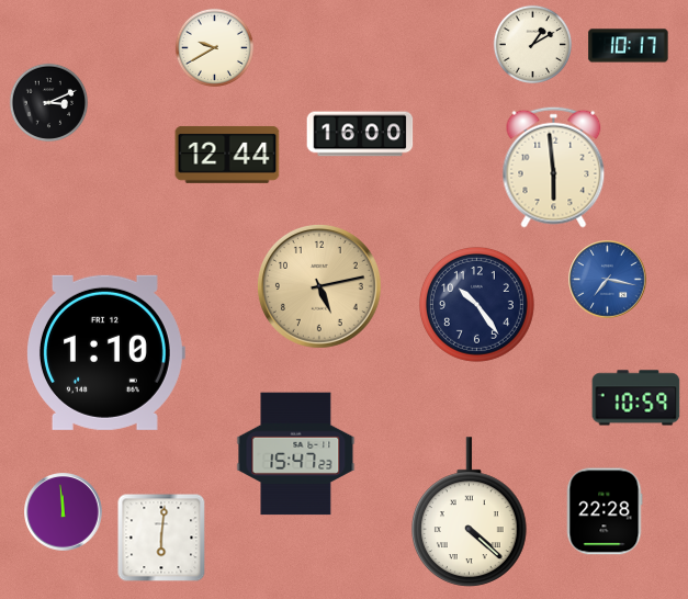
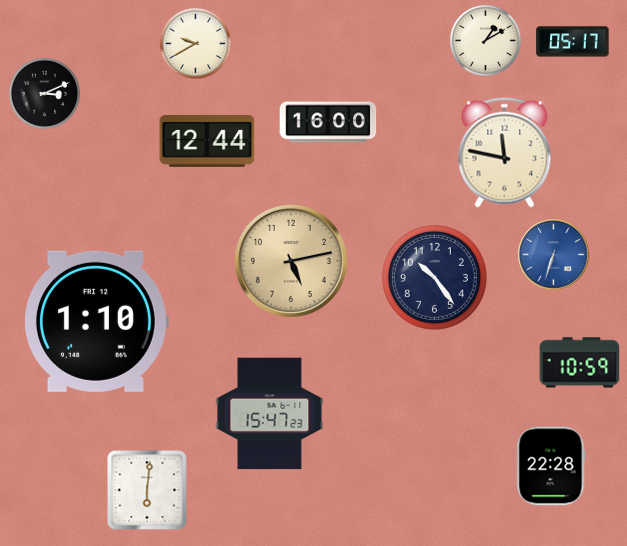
clock at (629, 46): 10:17 -> 05:17
clock at (554, 167): 5:59 -> 11:47
clock at (608, 280): 7:17 -> 6:33
clock at (64, 512): 11:59 -> none
clock at (470, 512): 4:22 -> none
